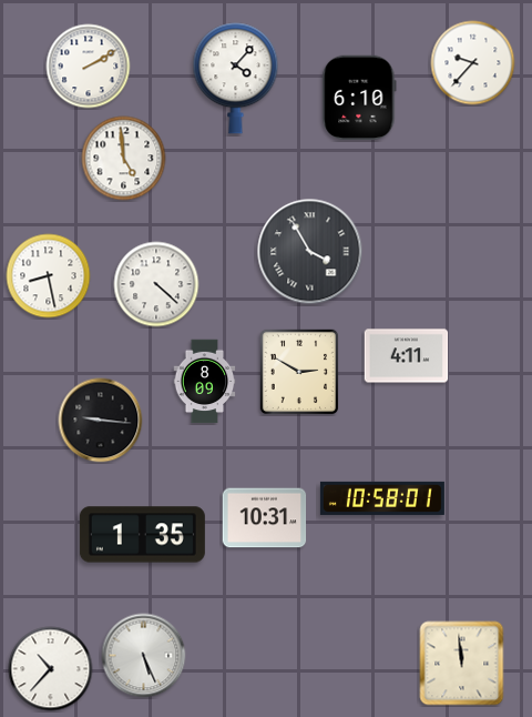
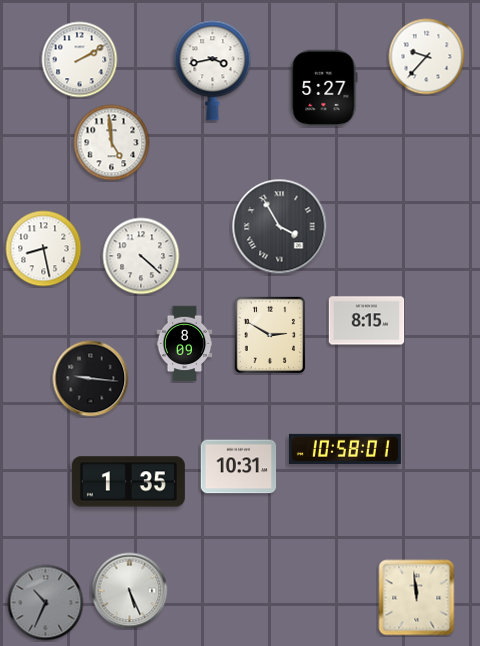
clock at (236, 79): 4:07 -> 3:43
clock at (359, 97): 6:10 -> 5:27
clock at (407, 356): 4:11 -> 8:15
clock at (51, 669): 10:37 -> 10:34
clock at (51, 669) dial: white -> grey
